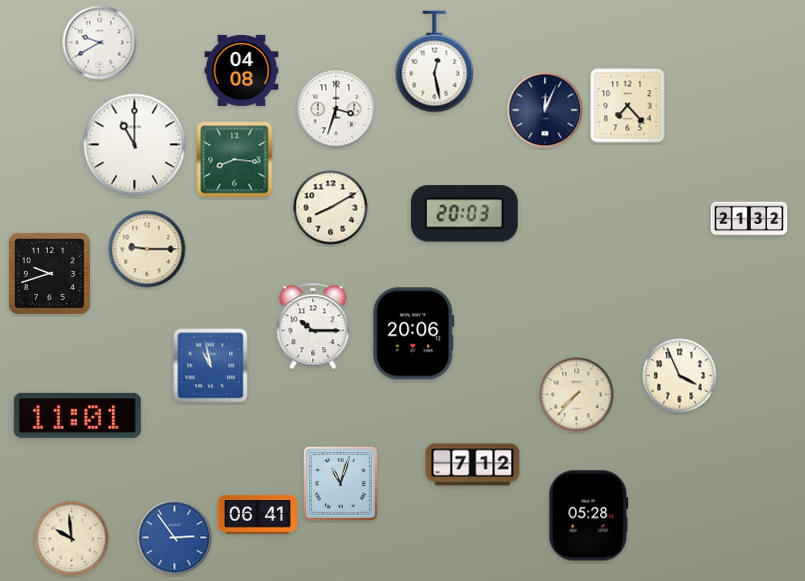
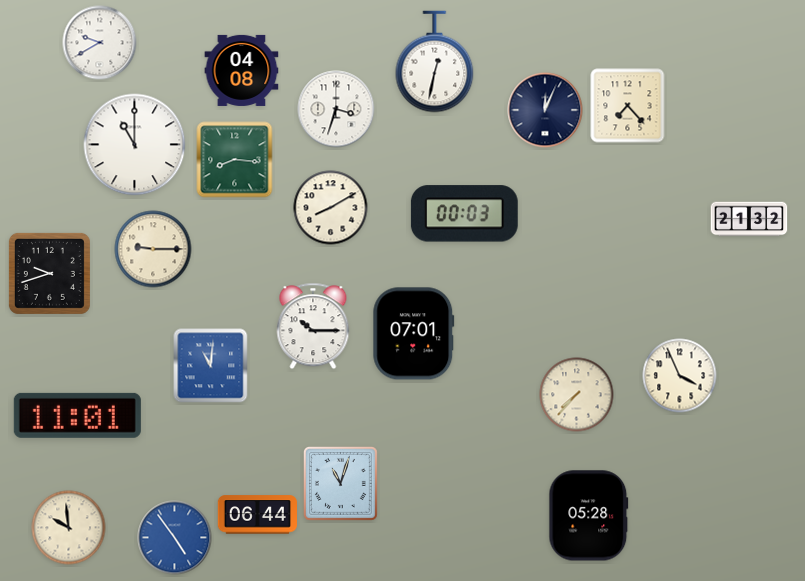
clock at (435, 62): 12:28 -> 12:32
clock at (464, 214): 20:03 -> 00:03
clock at (147, 249) position: (147, 249) -> (153, 249)
clock at (414, 334): 20:06 -> 07:01
clock at (211, 366): 10:58 -> 11:01
clock at (473, 465): 7:12 -> none
clock at (257, 515): 06:41 -> 06:44
clock at (175, 538): 2:54 -> 4:54
clock at (72, 539) position: (72, 539) -> (69, 528)
